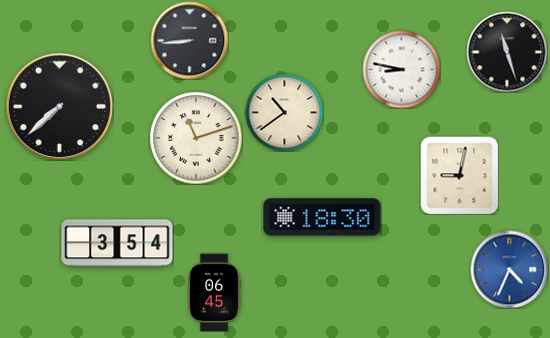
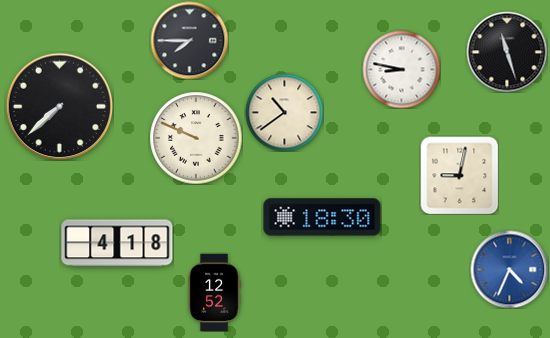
clock at (189, 40): 8:44 -> 7:45
clock at (196, 138): 11:12 -> 9:49
clock at (117, 243): 3:54 -> 4:18
clock at (214, 292): 06:45 -> 12:52
